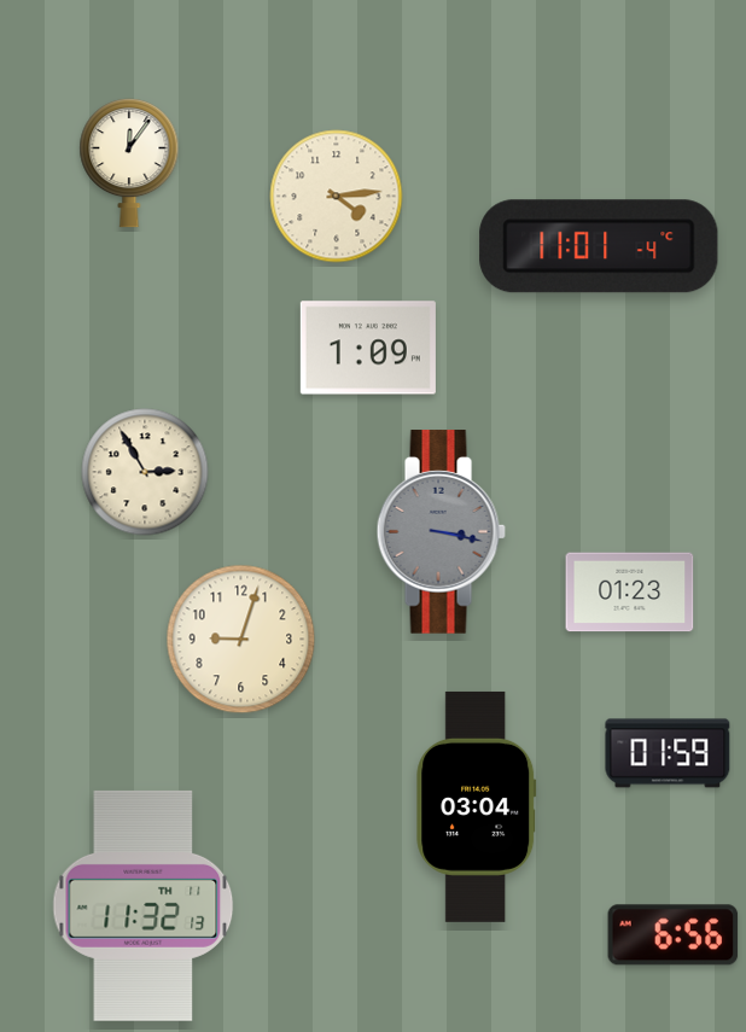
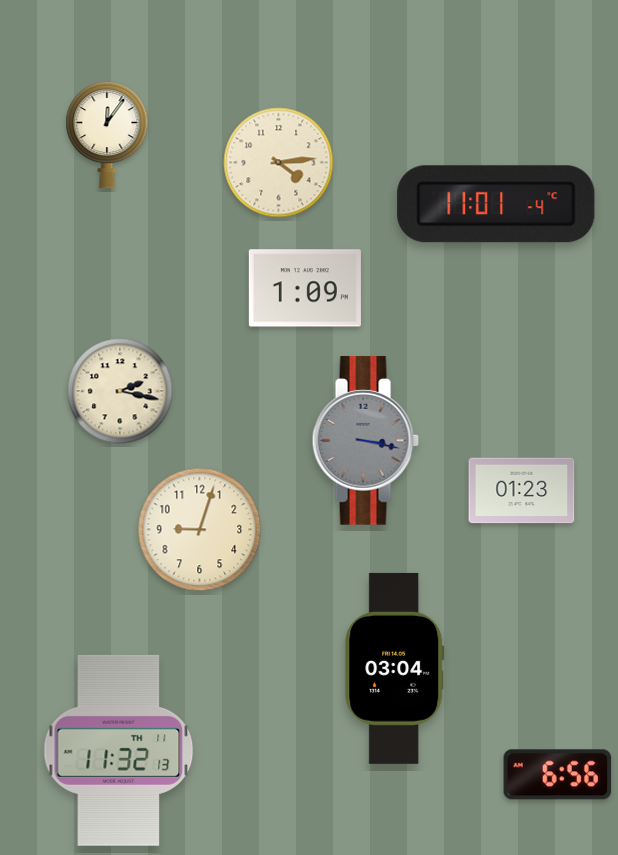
clock at (145, 472): 2:55 -> 2:17
clock at (668, 753): 01:59 -> none
